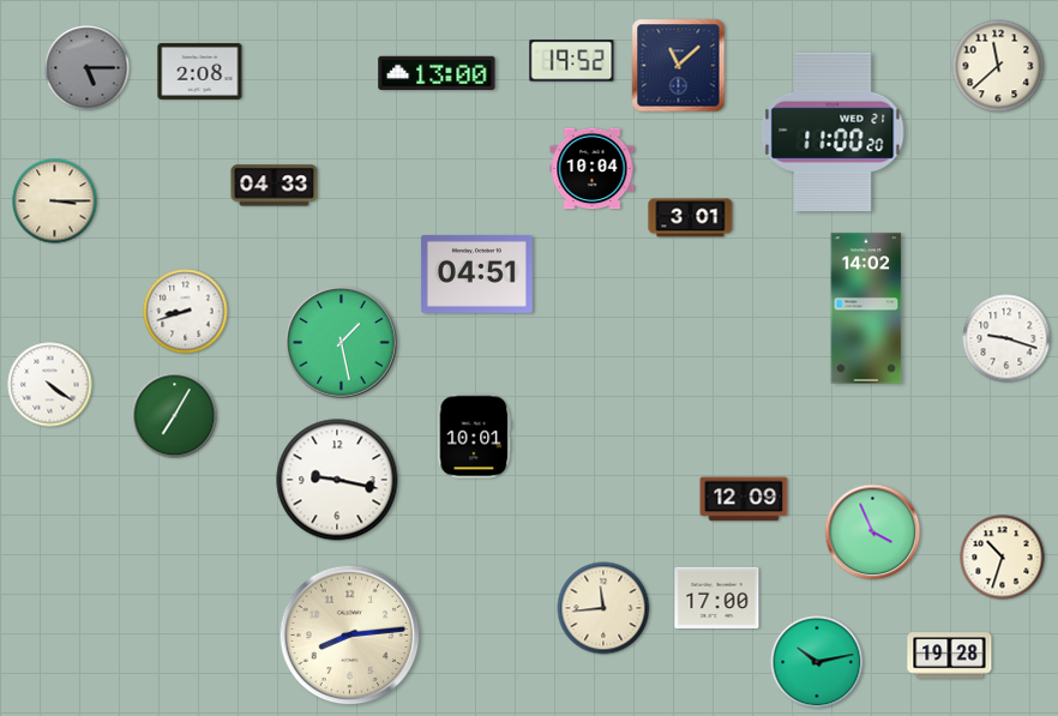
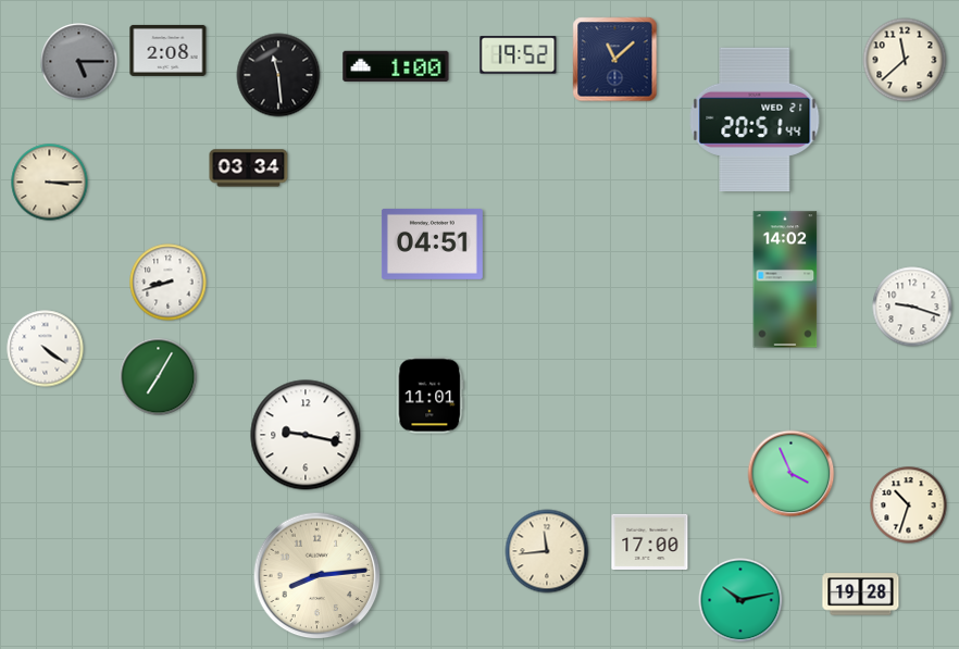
clock at (200, 71) position: (200, 71) -> (169, 50)
clock at (437, 73): 13:00 -> 1:00
clock at (278, 75): none -> 11:29
clock at (832, 131): 11:00 -> 20:51
clock at (593, 169): 10:04 -> none
clock at (275, 186): 04:33 -> 03:34
clock at (691, 218): 3:01 -> none
clock at (476, 273) position: (476, 273) -> (432, 244)
clock at (342, 343): 1:28 -> none
clock at (475, 437): 10:01 -> 11:01
clock at (744, 499): 12:09 -> none
clock at (873, 533) position: (873, 533) -> (792, 474)
